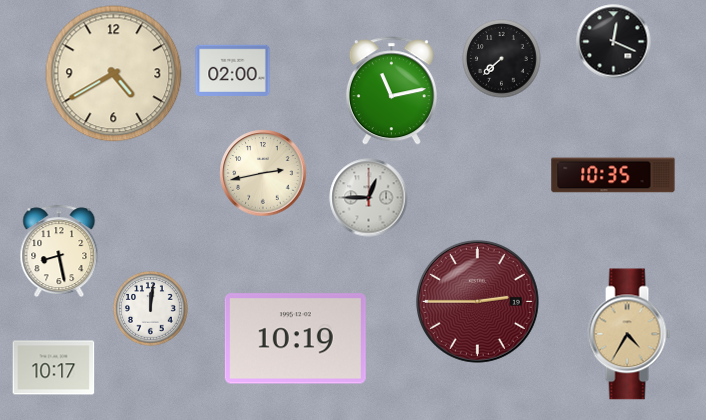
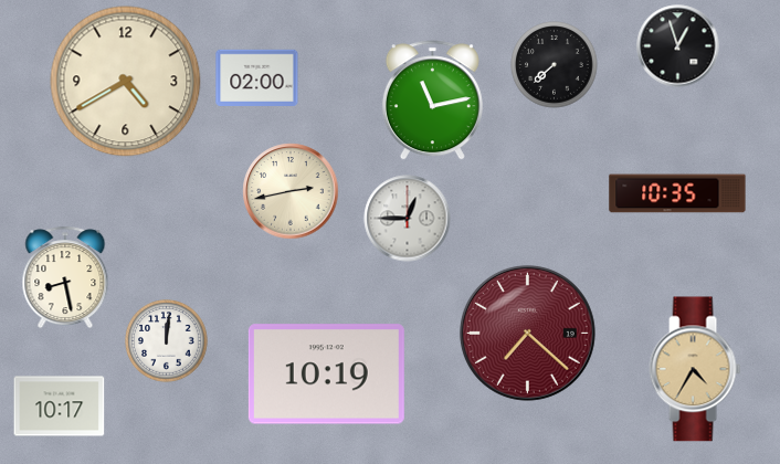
clock at (614, 42): 12:19 -> 12:57
clock at (477, 301): 2:45 -> 7:22
